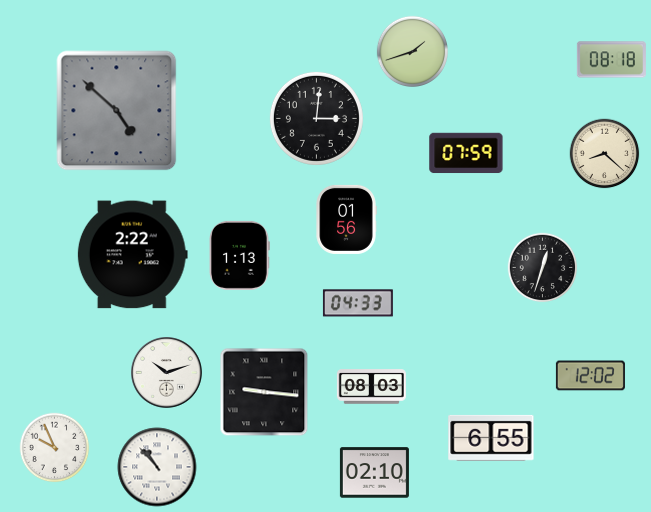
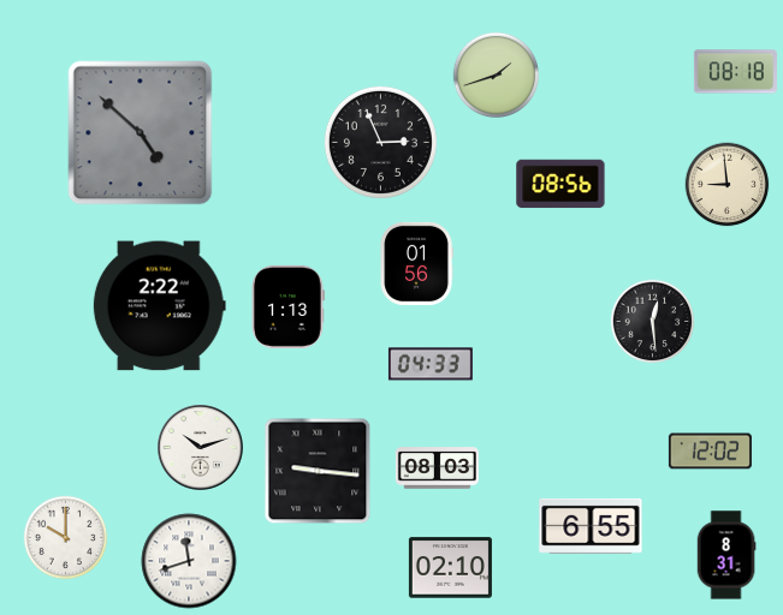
clock at (412, 51) position: (412, 51) -> (496, 74)
clock at (316, 118): 3:01 -> 2:56
clock at (466, 153): 07:59 -> 08:56
clock at (605, 154): 8:22 -> 8:59
clock at (543, 268): 12:33 -> 12:29
clock at (371, 387) position: (371, 387) -> (437, 468)
clock at (55, 448): 9:56 -> 10:00
clock at (726, 555): none -> 8:31
clock at (157, 467): 10:53 -> 11:42
